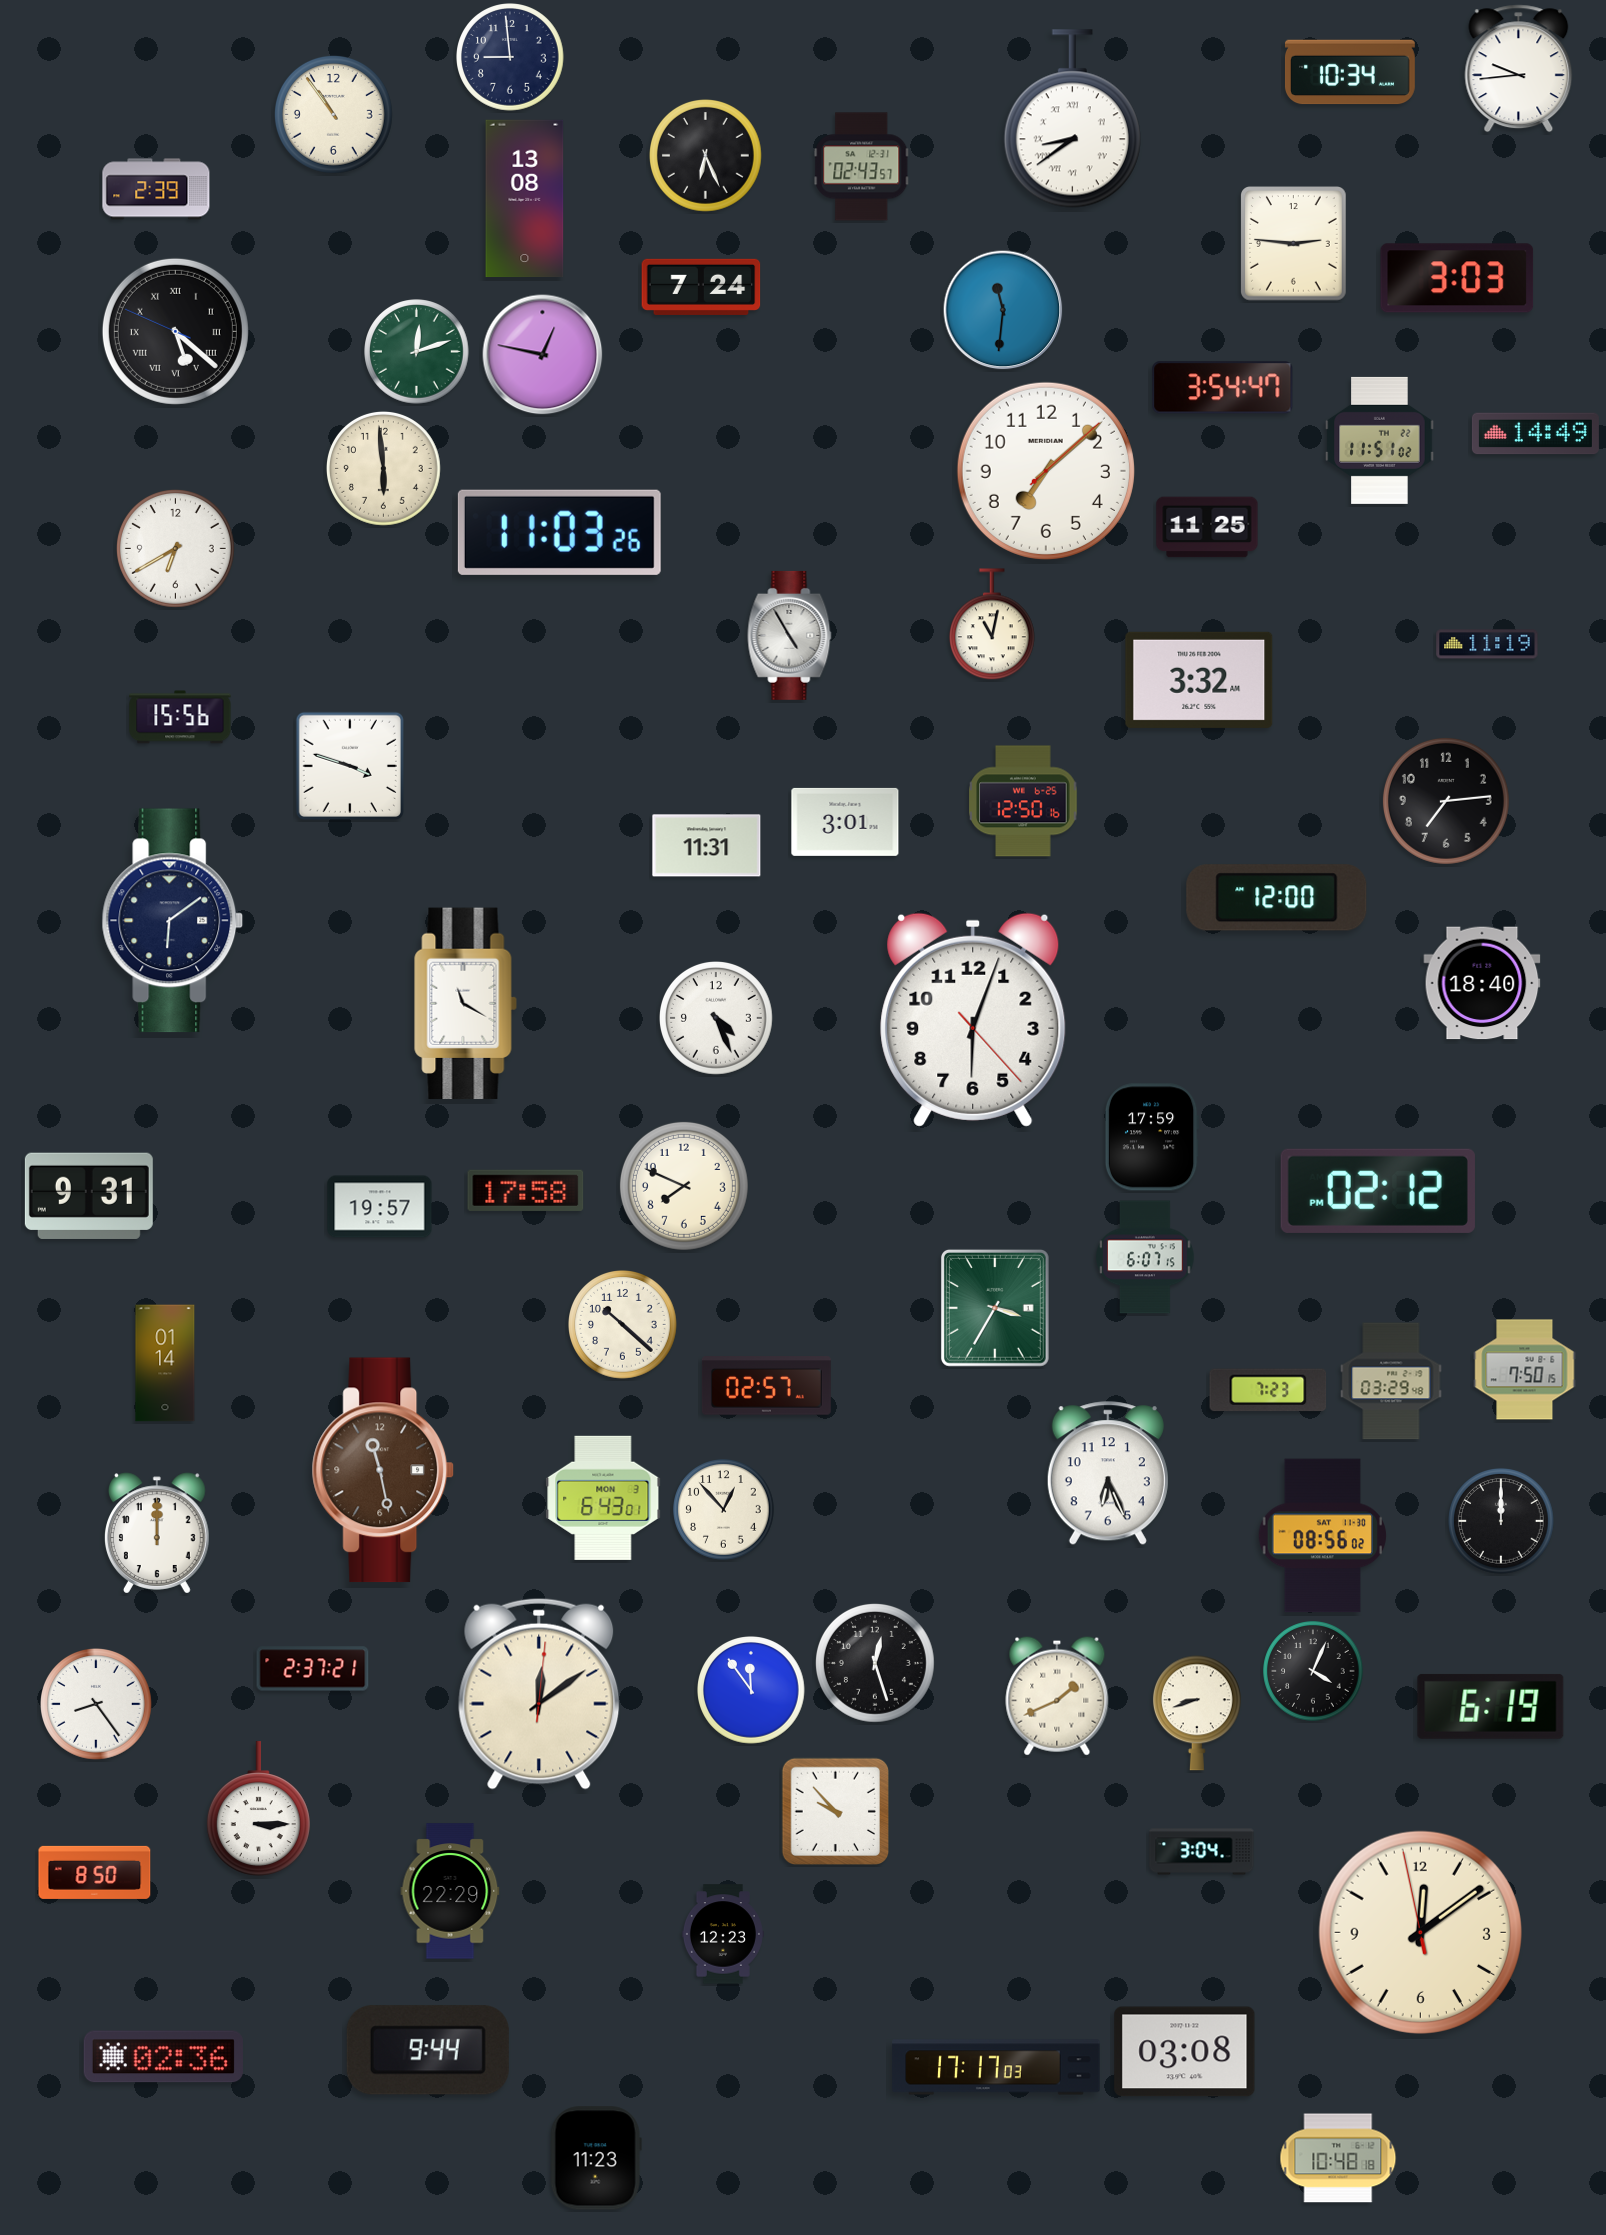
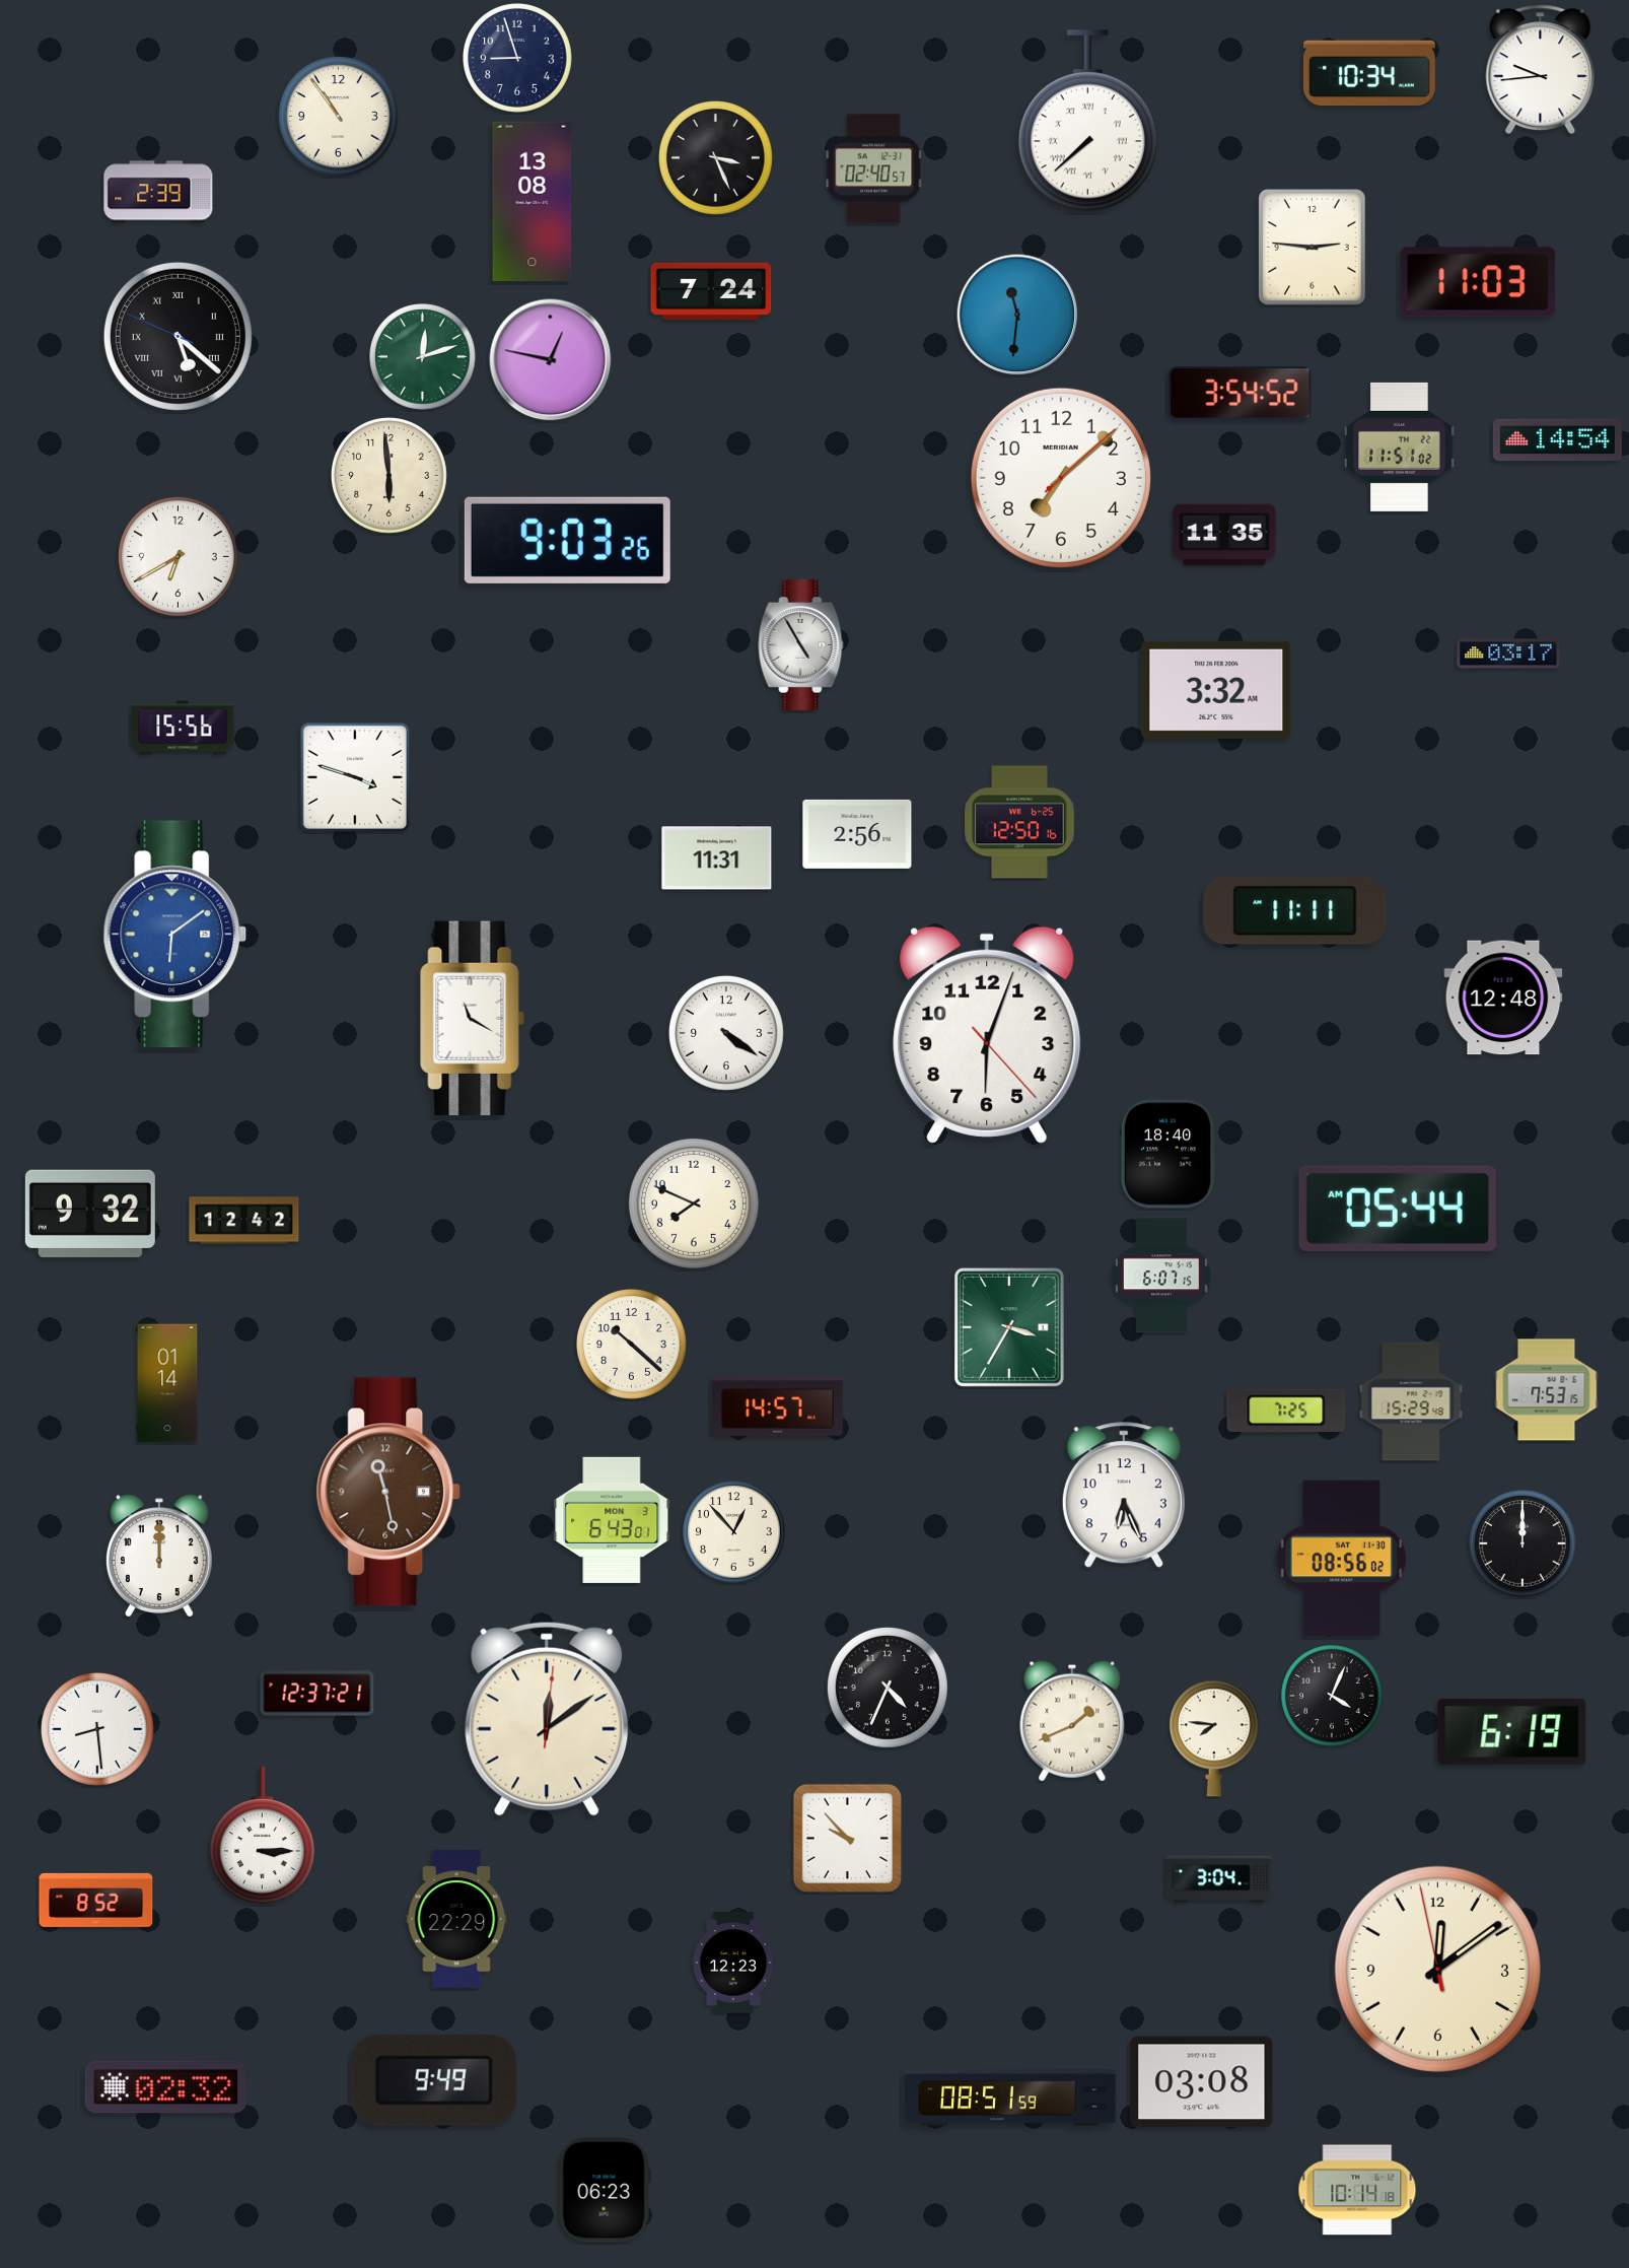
clock at (511, 58): 8:59 -> 8:57
clock at (1072, 119): 8:39 -> 7:38
clock at (706, 156): 6:26 -> 3:26
clock at (862, 167): 02:43 -> 02:40
clock at (1457, 278): 3:03 -> 11:03
clock at (1223, 388): 3:54:47 -> 3:54:52
clock at (1535, 434): 14:49 -> 14:54
clock at (1207, 527): 11:25 -> 11:35
clock at (559, 532): 11:03 -> 9:03
clock at (992, 625): 11:02 -> none
clock at (1487, 644): 11:19 -> 03:17
clock at (1023, 801) position: (1023, 801) -> (1019, 822)
clock at (1446, 801): 7:14 -> none
clock at (845, 822): 3:01 -> 2:56
clock at (1277, 898): 12:00 -> 11:11
clock at (173, 921) dial: navy -> blue
clock at (1482, 983): 18:40 -> 12:48
clock at (717, 1019): 4:26 -> 4:21
clock at (1152, 1137): 17:59 -> 18:40
clock at (526, 1190): 17:58 -> none
clock at (1378, 1191): 02:12 -> 05:44
clock at (89, 1196): 9:31 -> 9:32
clock at (244, 1221): none -> 12:42
clock at (380, 1207): 19:57 -> none
clock at (1525, 1370): 7:50 -> 7:53
clock at (1391, 1381): 03:29 -> 15:29
clock at (766, 1386): 02:57 -> 14:57
clock at (1268, 1390): 7:23 -> 7:25
clock at (875, 1663): 12:27 -> 4:34
clock at (313, 1669): 2:37 -> 12:37
clock at (752, 1691): 11:54 -> none
clock at (97, 1705): 8:24 -> 8:29
clock at (1197, 1713): 8:42 -> 7:46
clock at (95, 1872): 8:50 -> 8:52
clock at (1420, 1932) position: (1420, 1932) -> (1437, 1969)
clock at (428, 2050): 9:44 -> 9:49
clock at (163, 2057): 02:36 -> 02:32
clock at (996, 2067): 17:17 -> 08:51
clock at (596, 2158): 11:23 -> 06:23
clock at (1338, 2158): 10:48 -> 10:14
